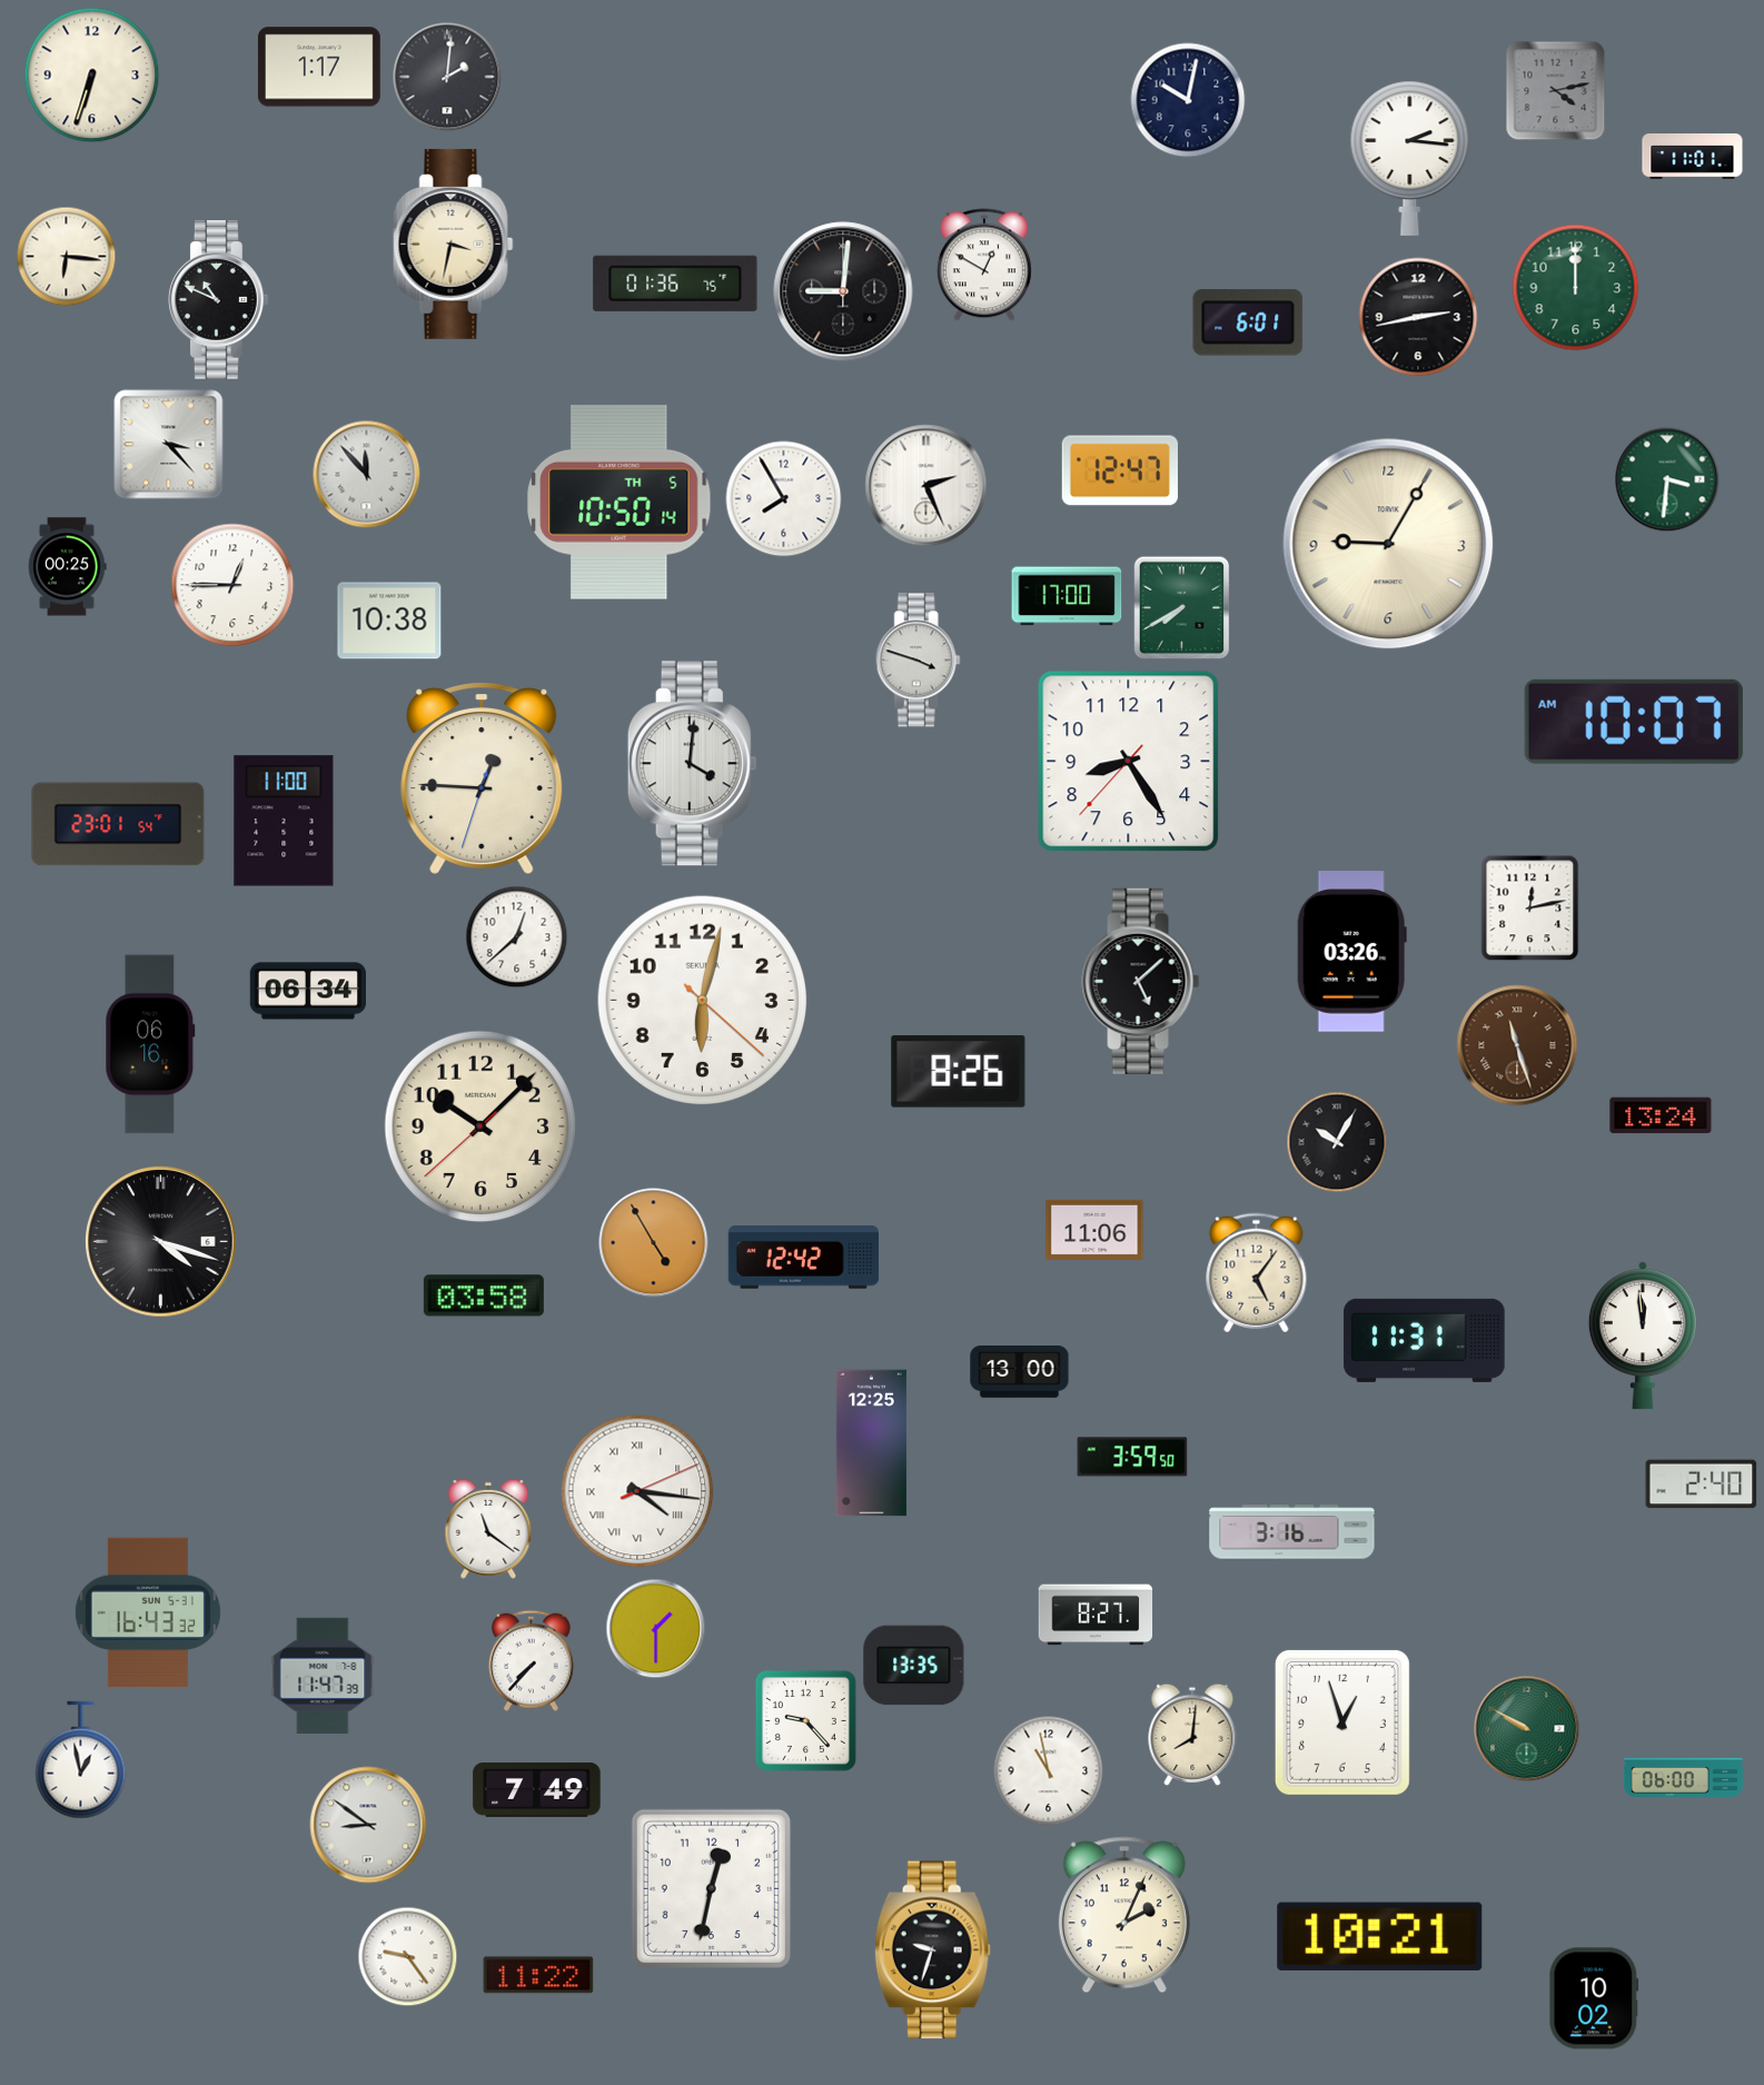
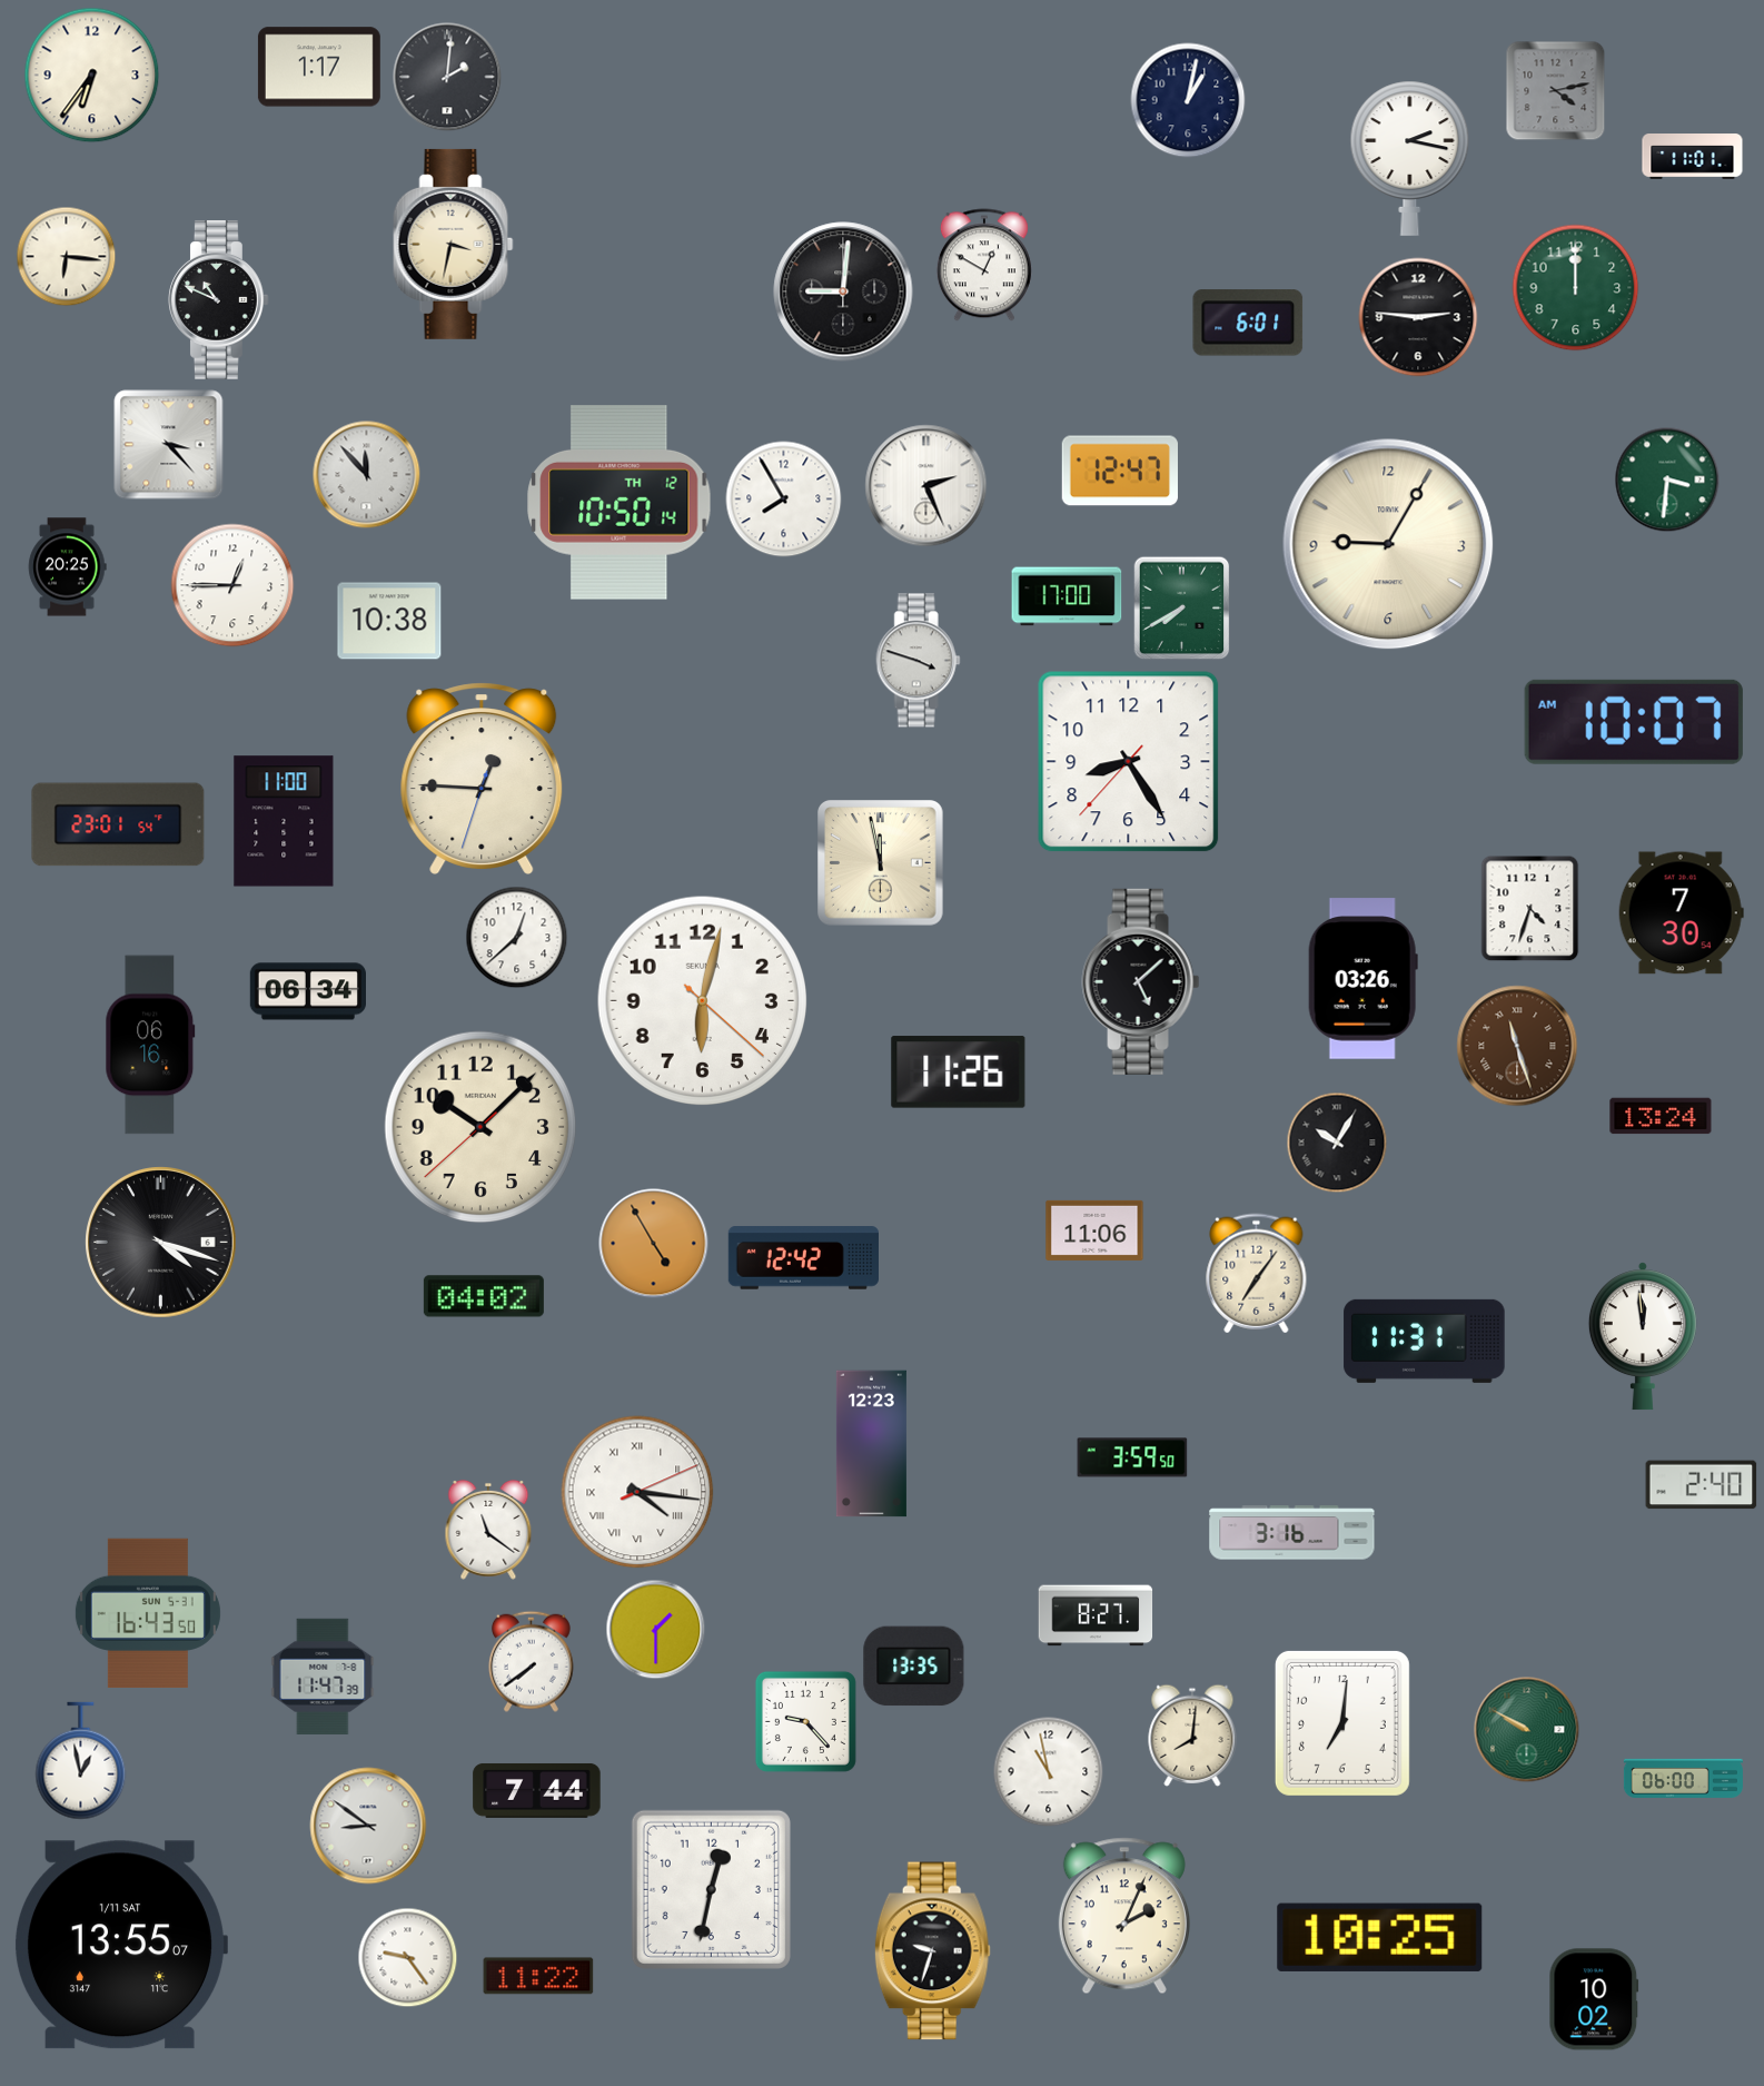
clock at (92, 76): 6:33 -> 6:36
clock at (1188, 100): 10:02 -> 1:02
clock at (1410, 158): 2:16 -> 2:17
clock at (675, 284): 01:36 -> none
clock at (1418, 317): 2:43 -> 2:46
clock at (620, 503) date: TH 5 -> TH 12
clock at (67, 567): 00:25 -> 20:25
clock at (692, 764): 4:01 -> none
clock at (881, 863): none -> 11:58
clock at (1530, 909): 12:13 -> 4:33
clock at (1681, 913): none -> 7:30
clock at (1351, 952) position: (1351, 952) -> (1362, 979)
clock at (959, 1072): 8:26 -> 11:26
clock at (1257, 1273): 5:06 -> 7:06
clock at (484, 1295): 03:58 -> 04:02
clock at (1020, 1372): 13:00 -> none
clock at (871, 1443): 12:25 -> 12:23
clock at (148, 1611): 16:43:32 -> 16:43:50
clock at (531, 1660): 7:37 -> 7:39
clock at (1342, 1722): 12:57 -> 7:01
clock at (537, 1789): 7:49 -> 7:44
clock at (1380, 1936): 10:21 -> 10:25
clock at (120, 1945): none -> 13:55
